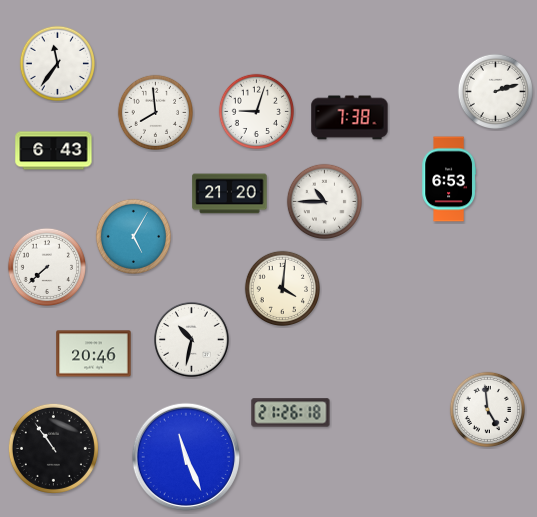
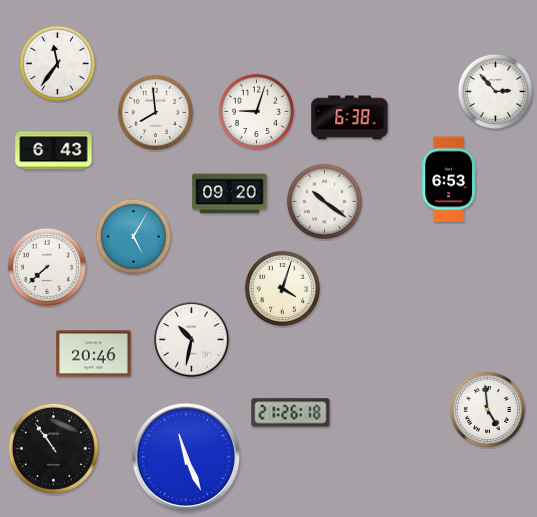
clock at (495, 91): 2:12 -> 2:53
clock at (350, 118): 7:38 -> 6:38
clock at (230, 194): 21:20 -> 09:20
clock at (324, 201): 10:45 -> 10:21
clock at (282, 288): 4:01 -> 4:03
